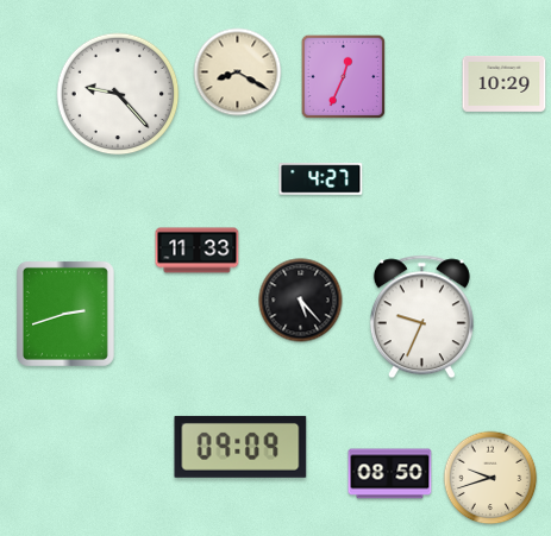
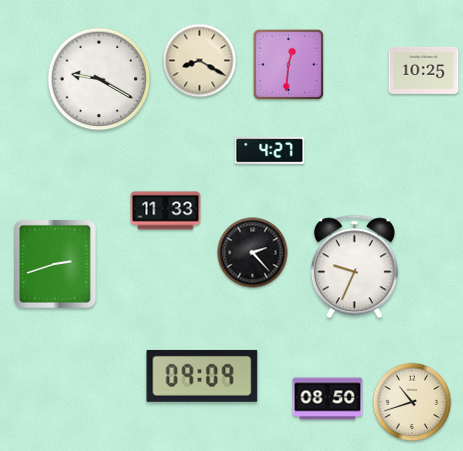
clock at (344, 77): 12:34 -> 12:31
clock at (505, 83): 10:29 -> 10:25
clock at (118, 94): 9:23 -> 9:20
clock at (301, 301): 5:23 -> 2:23
clock at (490, 478): 9:42 -> 10:42
